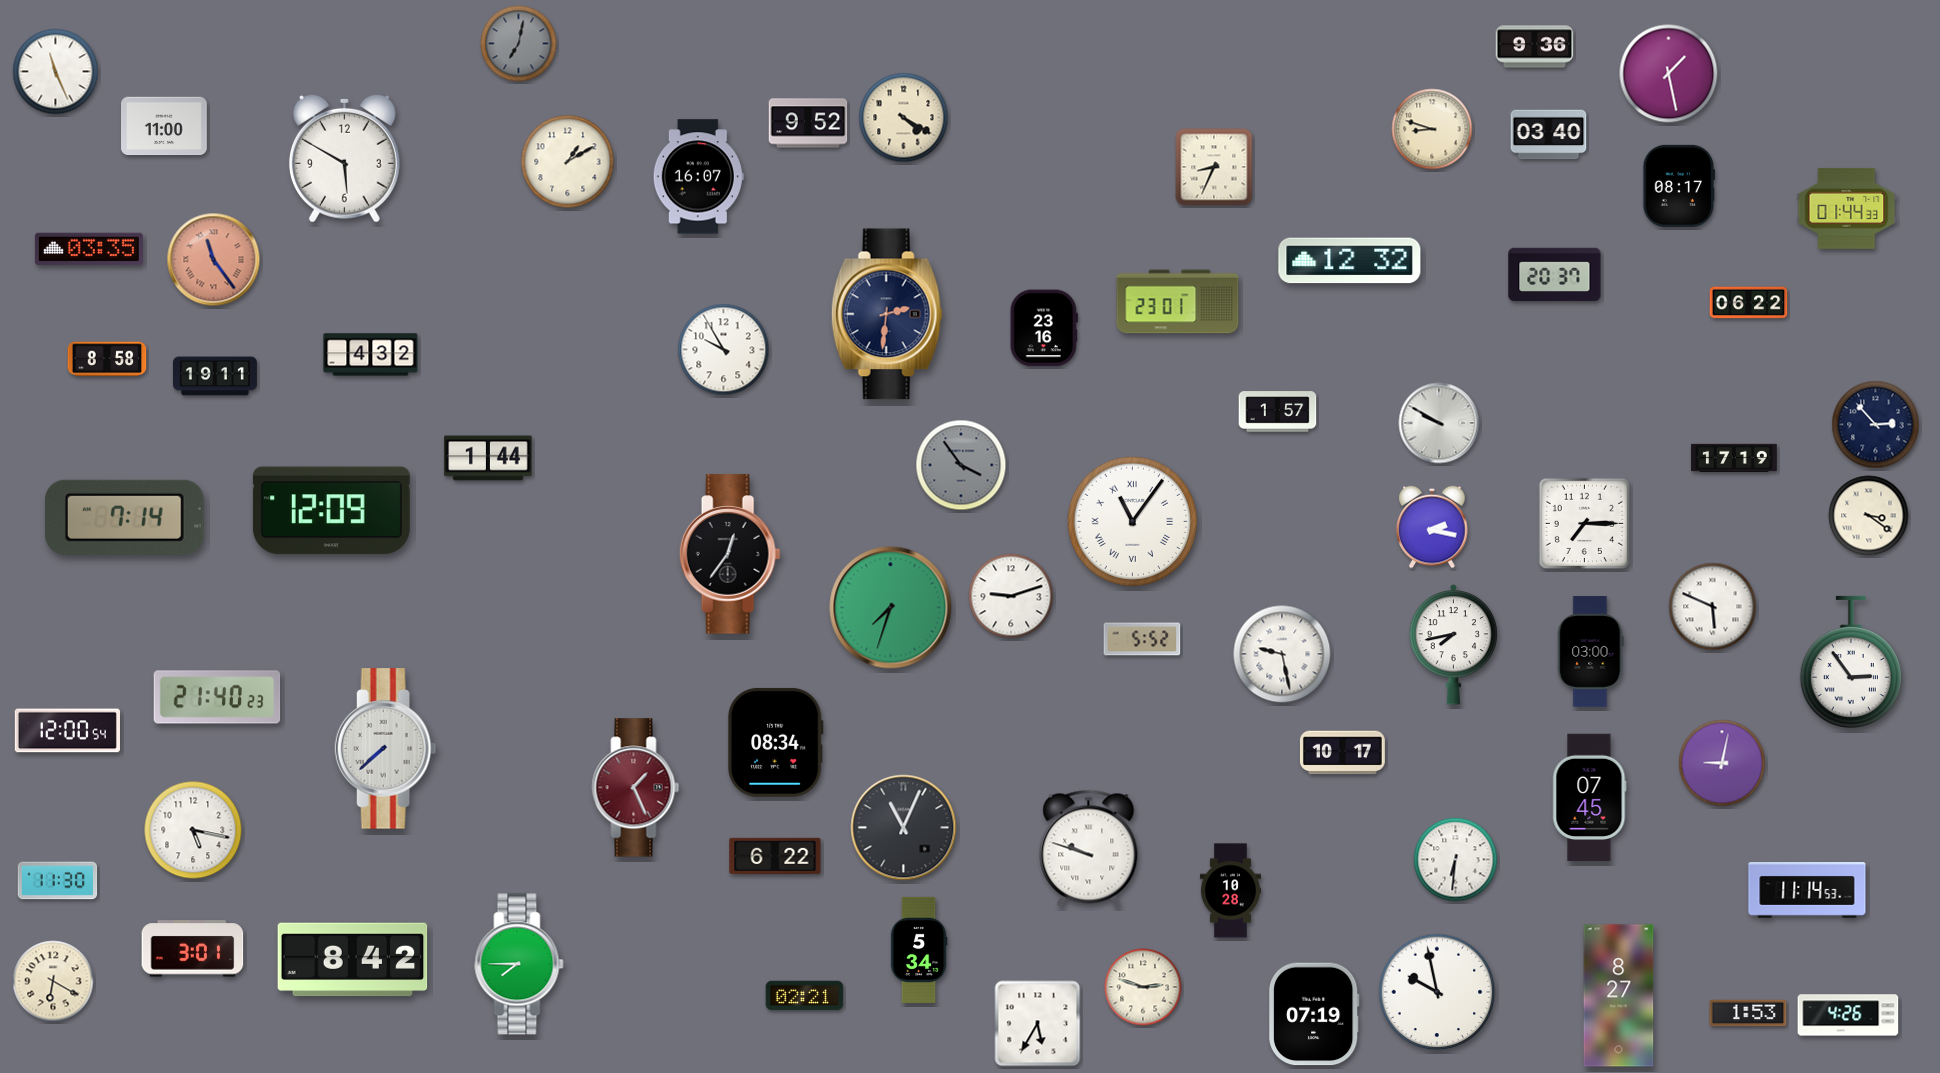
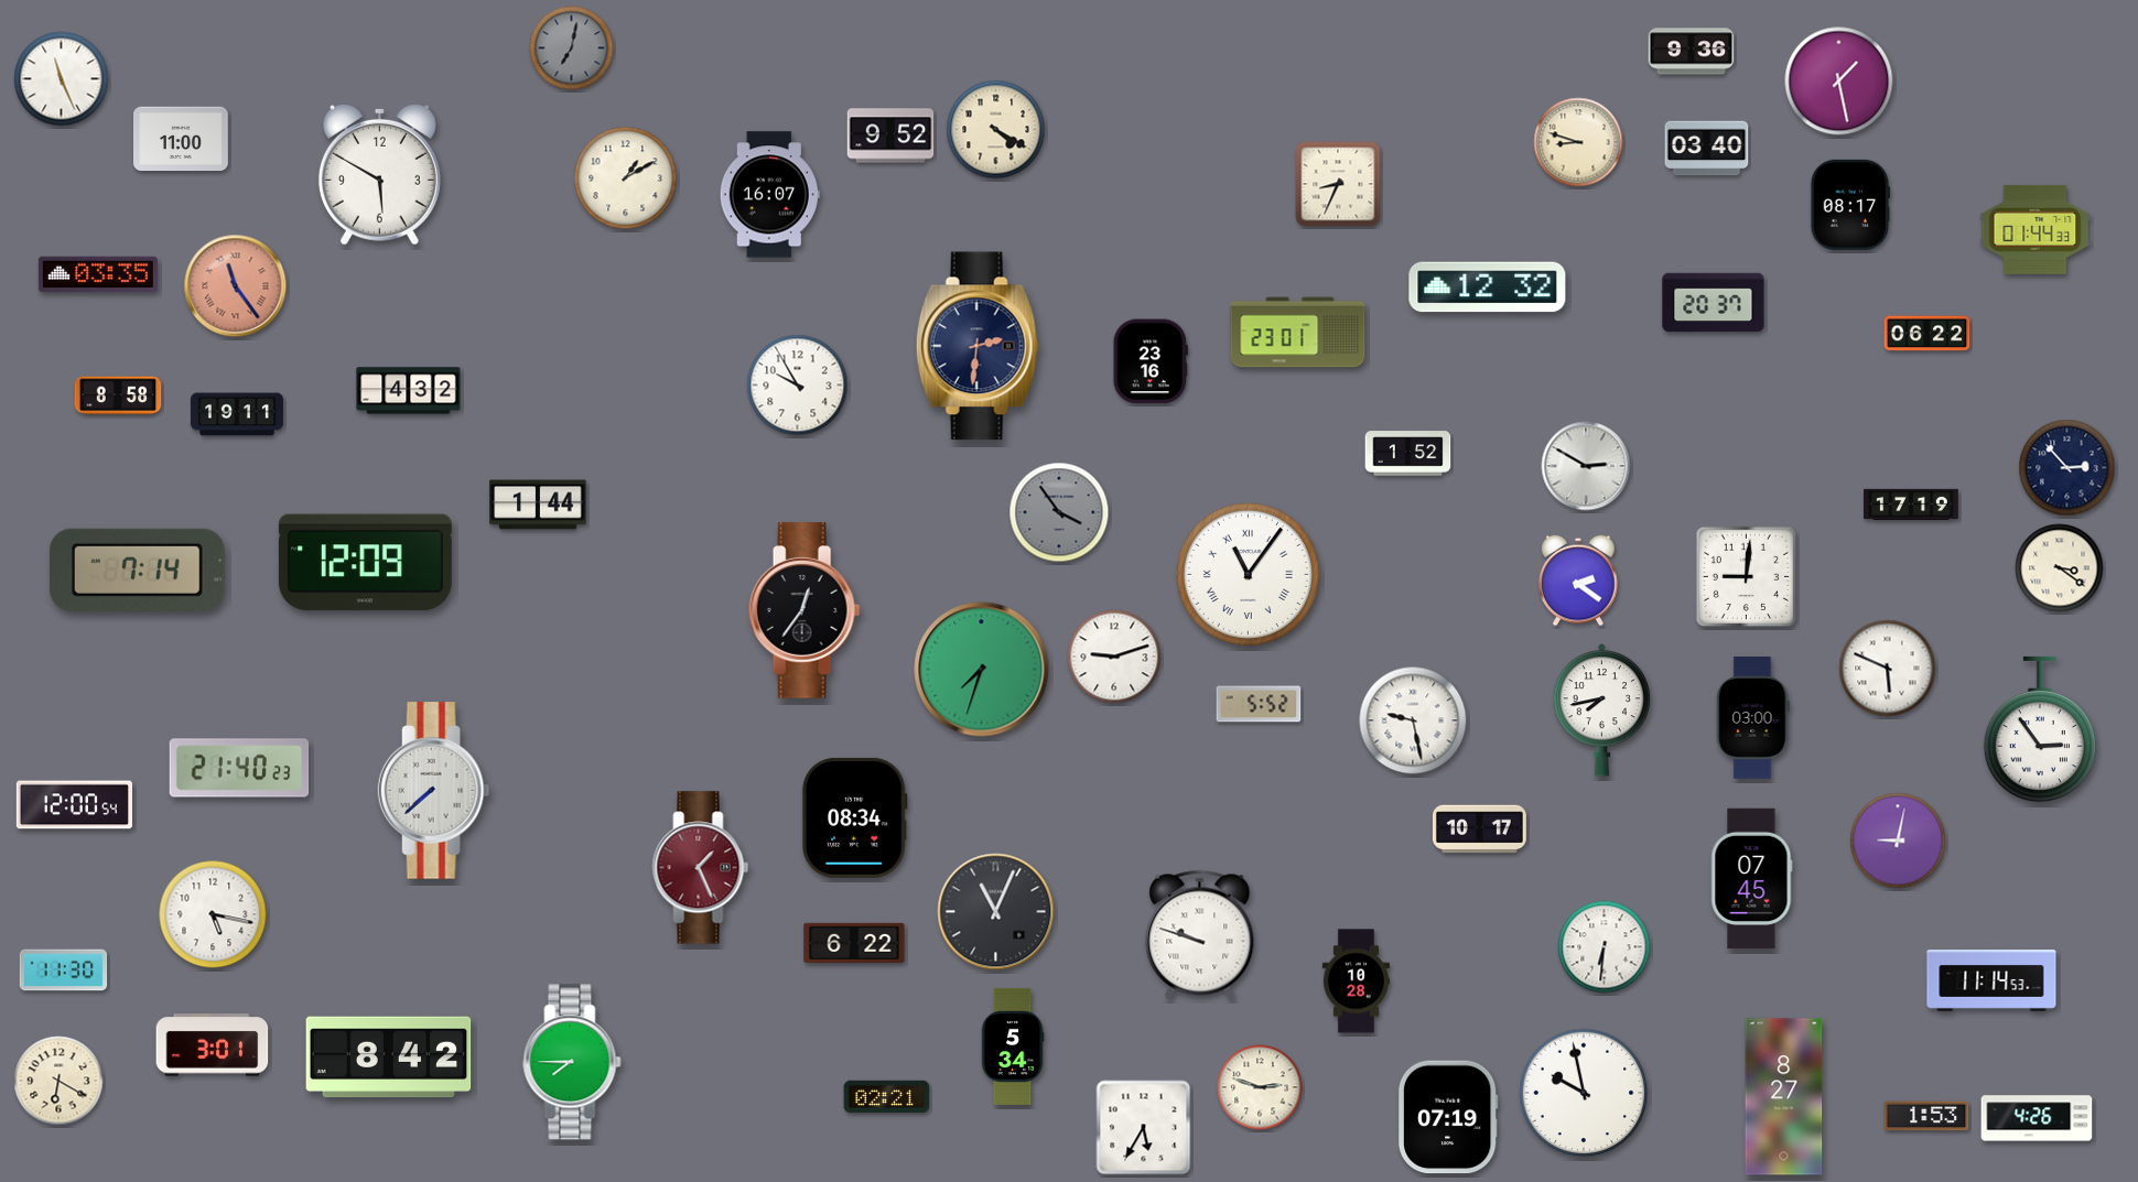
clock at (1278, 412): 1:57 -> 1:52
clock at (1439, 423): 9:50 -> 2:50
clock at (1584, 523): 7:15 -> 9:01
clock at (1432, 527): 2:17 -> 2:21
clock at (386, 749) position: (386, 749) -> (434, 791)
